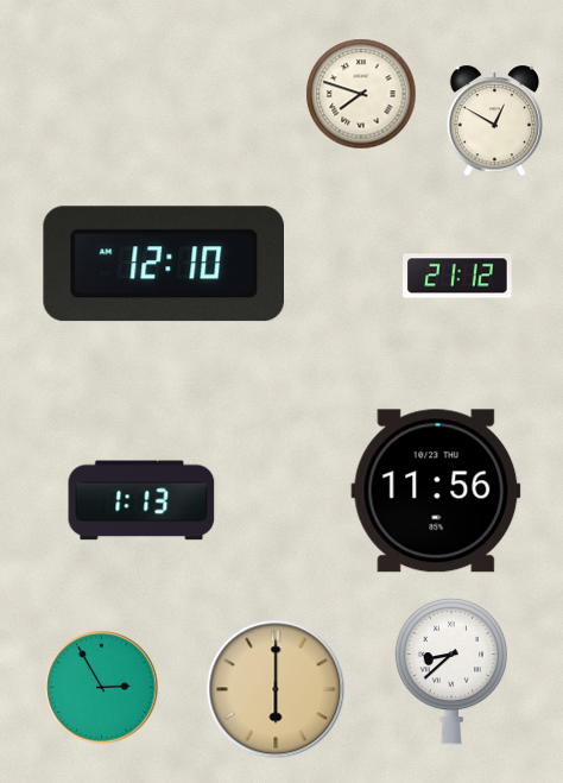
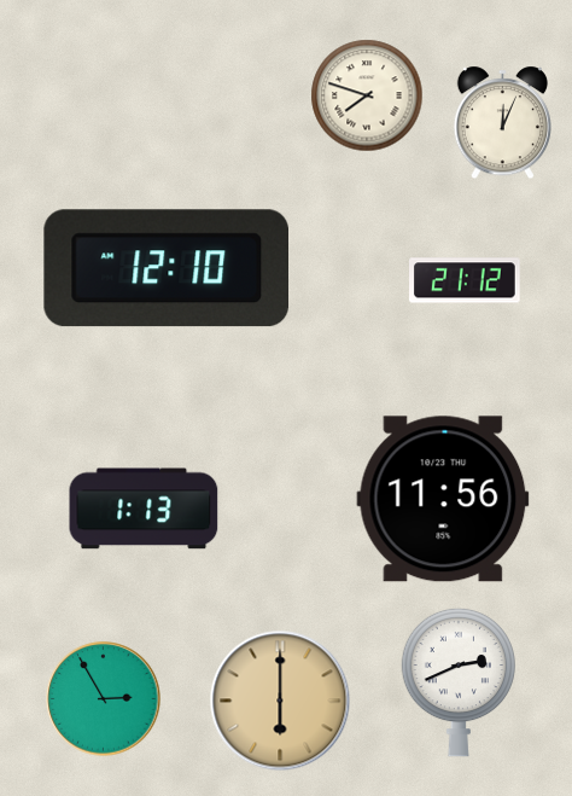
clock at (494, 121): 12:50 -> 12:04
clock at (451, 671): 8:38 -> 2:41
